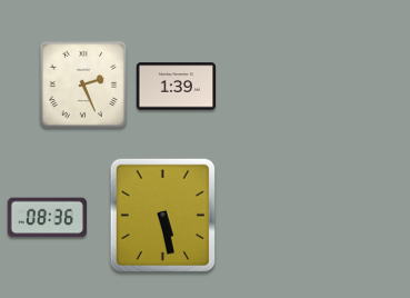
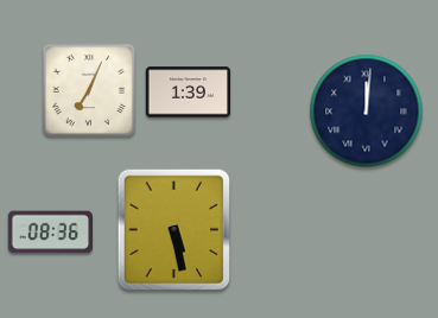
clock at (83, 85): 2:26 -> 7:04
clock at (367, 112): none -> 12:01
